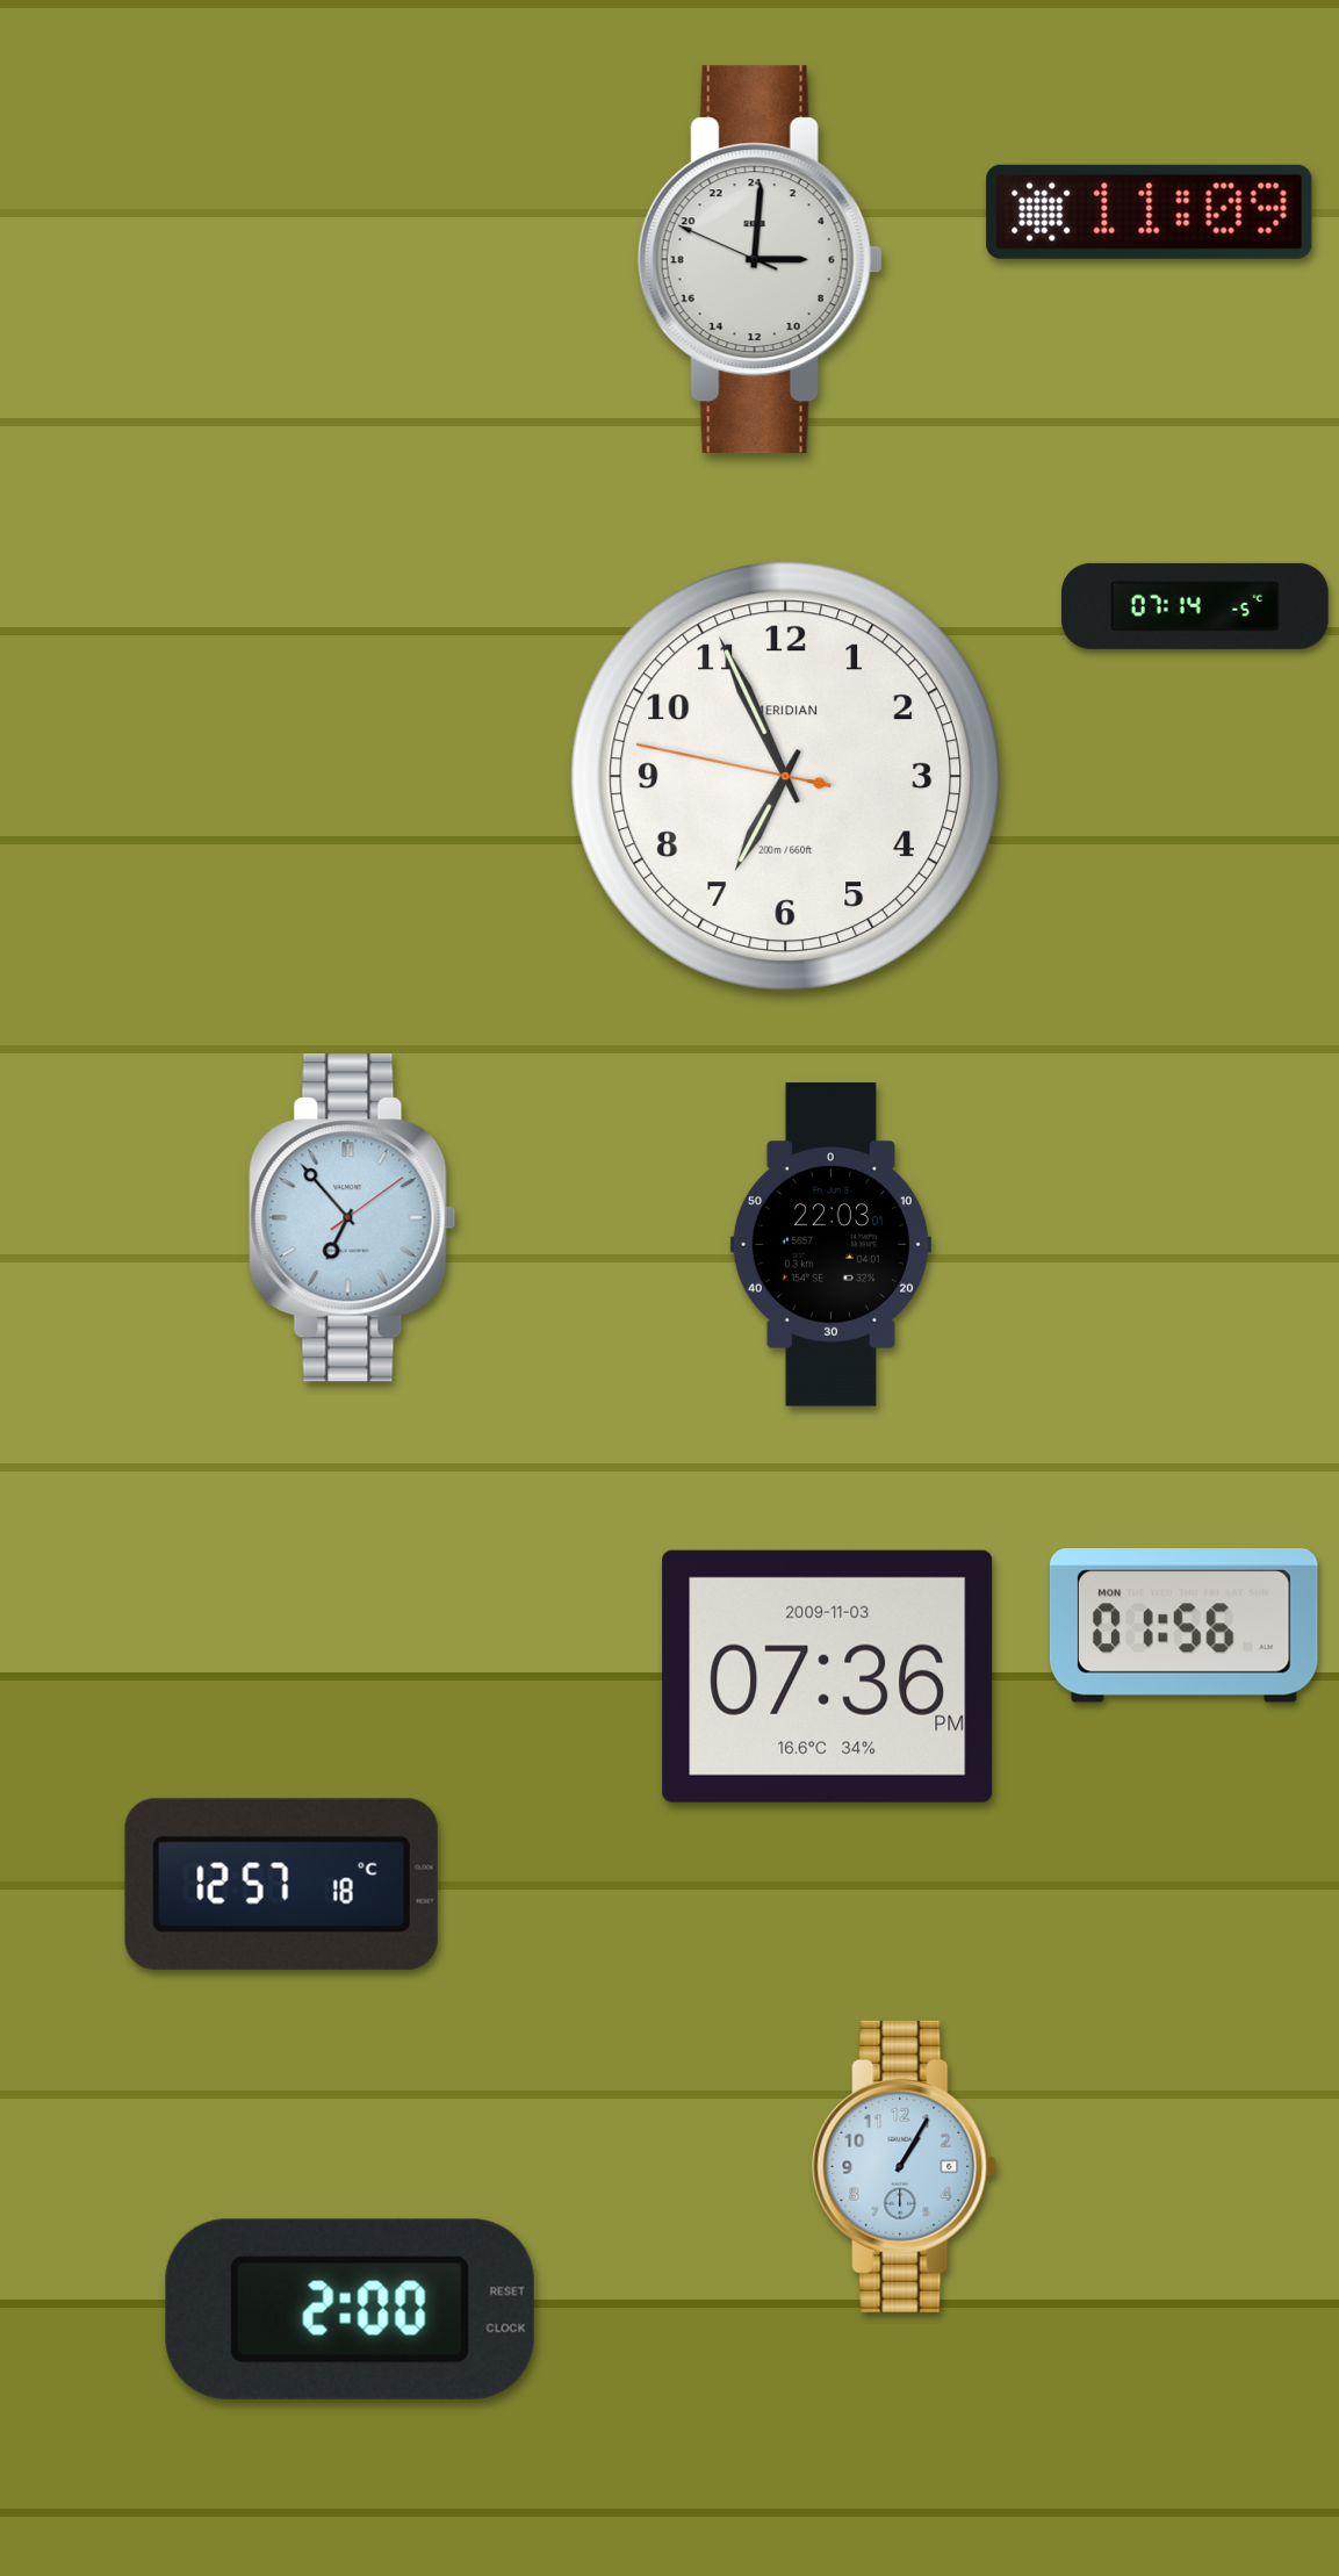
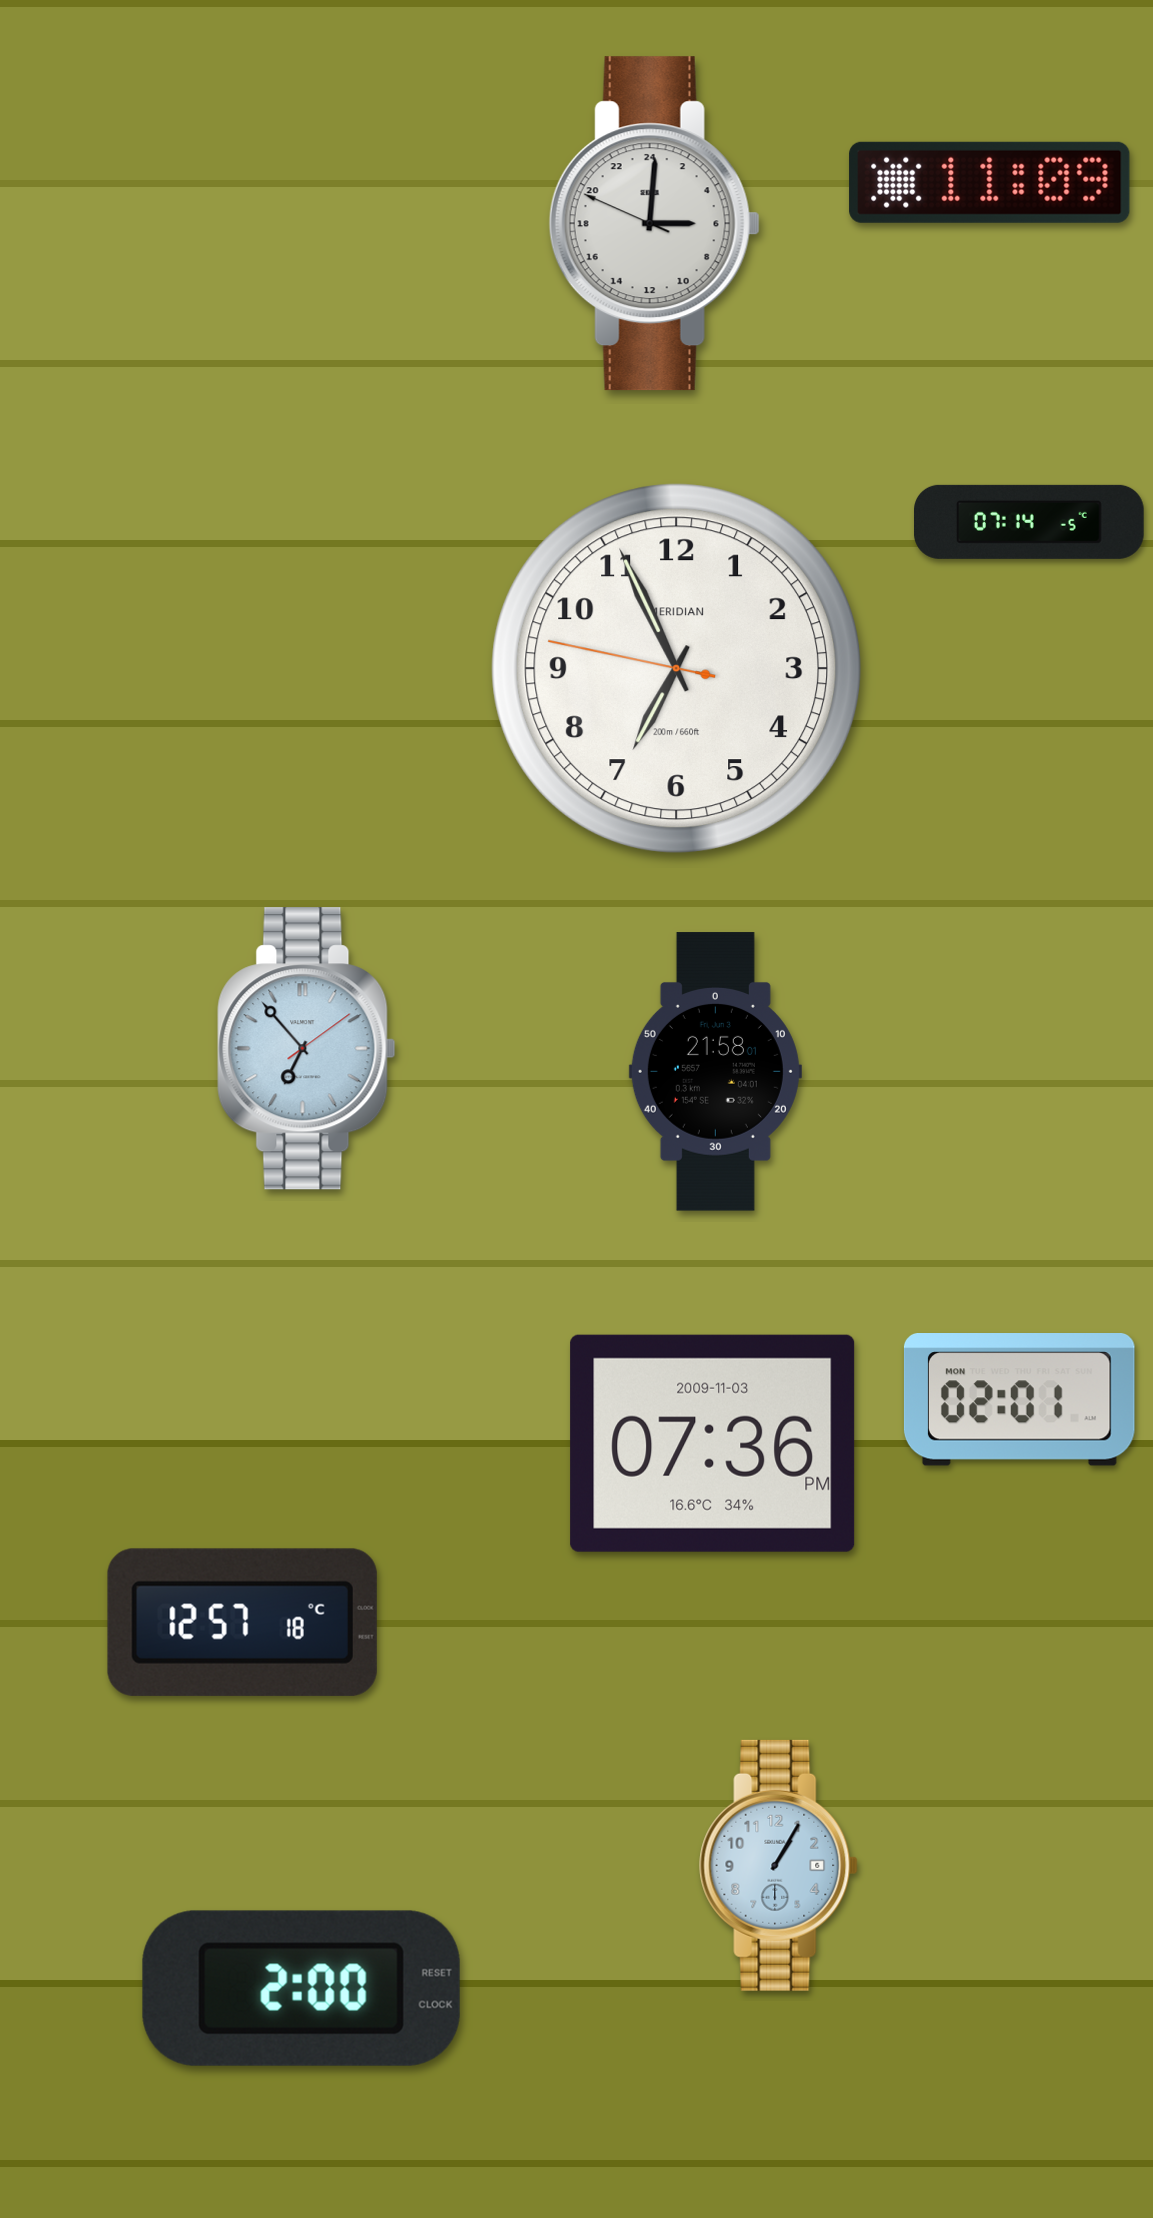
clock at (353, 1218) position: (353, 1218) -> (307, 1049)
clock at (830, 1245): 22:03 -> 21:58
clock at (1183, 1626): 01:56 -> 02:01
